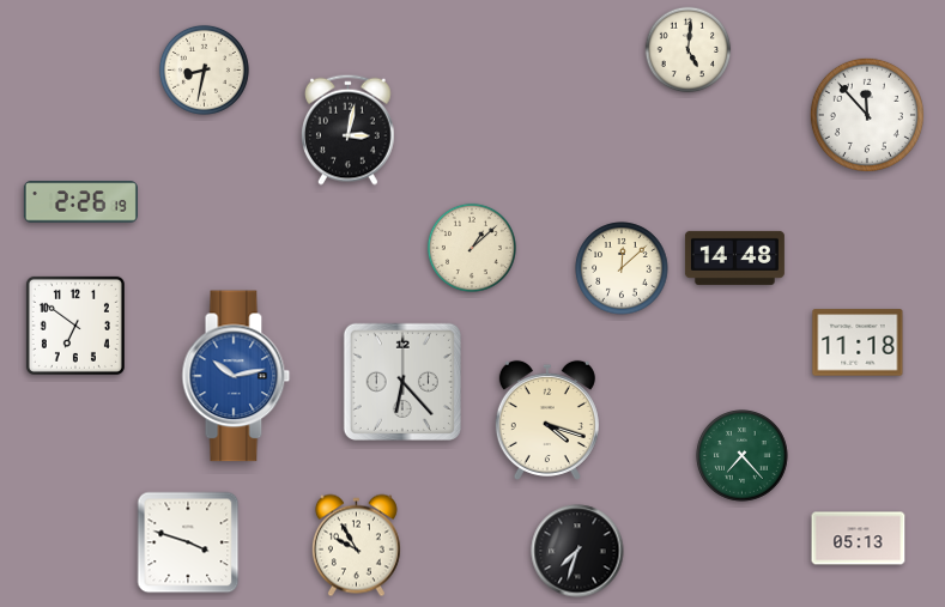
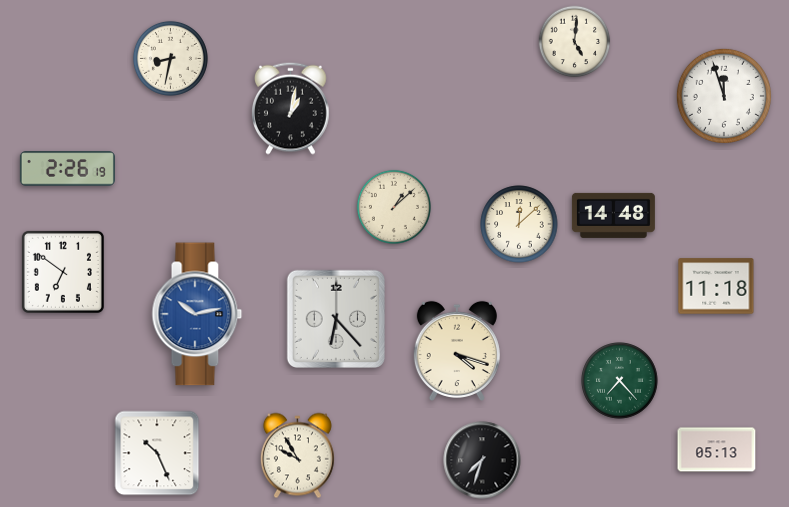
clock at (867, 115): 11:53 -> 11:57
clock at (349, 129): 3:02 -> 1:02
clock at (188, 542): 3:48 -> 10:26
